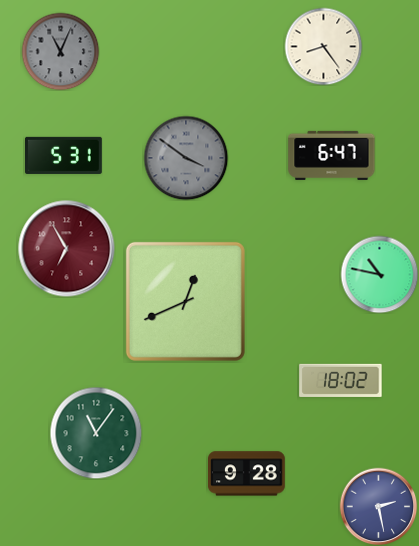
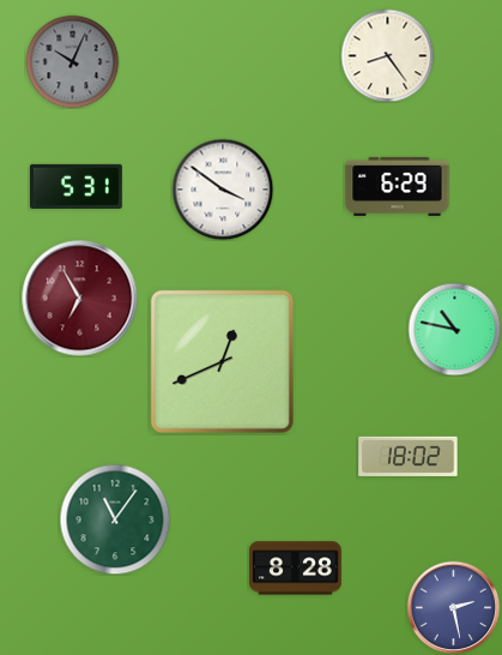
clock at (60, 51): 11:04 -> 10:04
clock at (332, 155): 6:47 -> 6:29
clock at (186, 158) dial: grey -> white
clock at (247, 474): 9:28 -> 8:28
